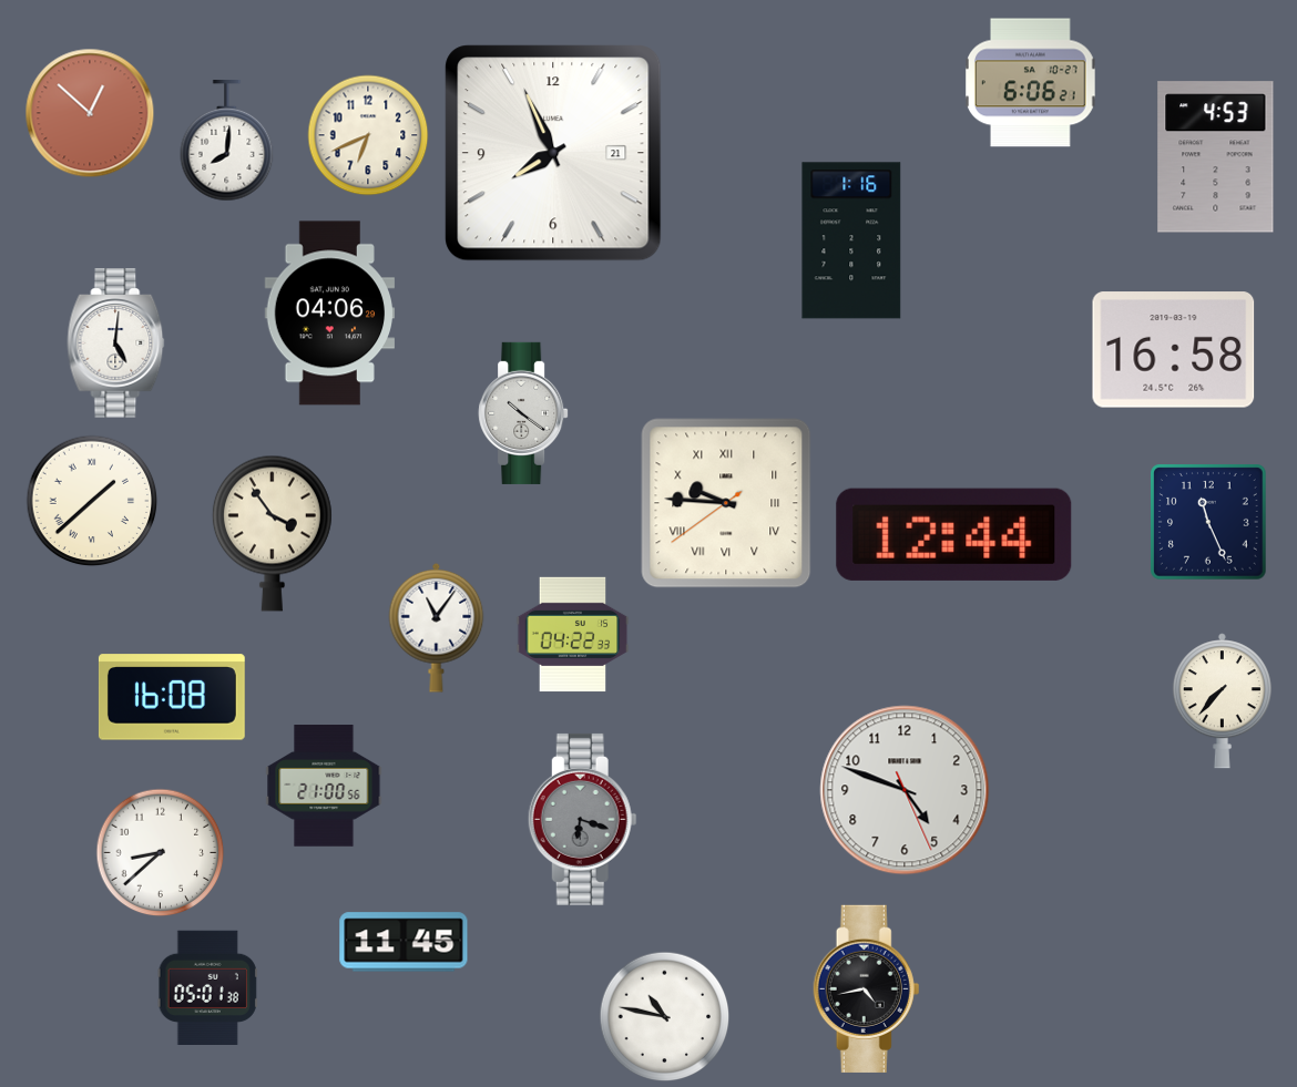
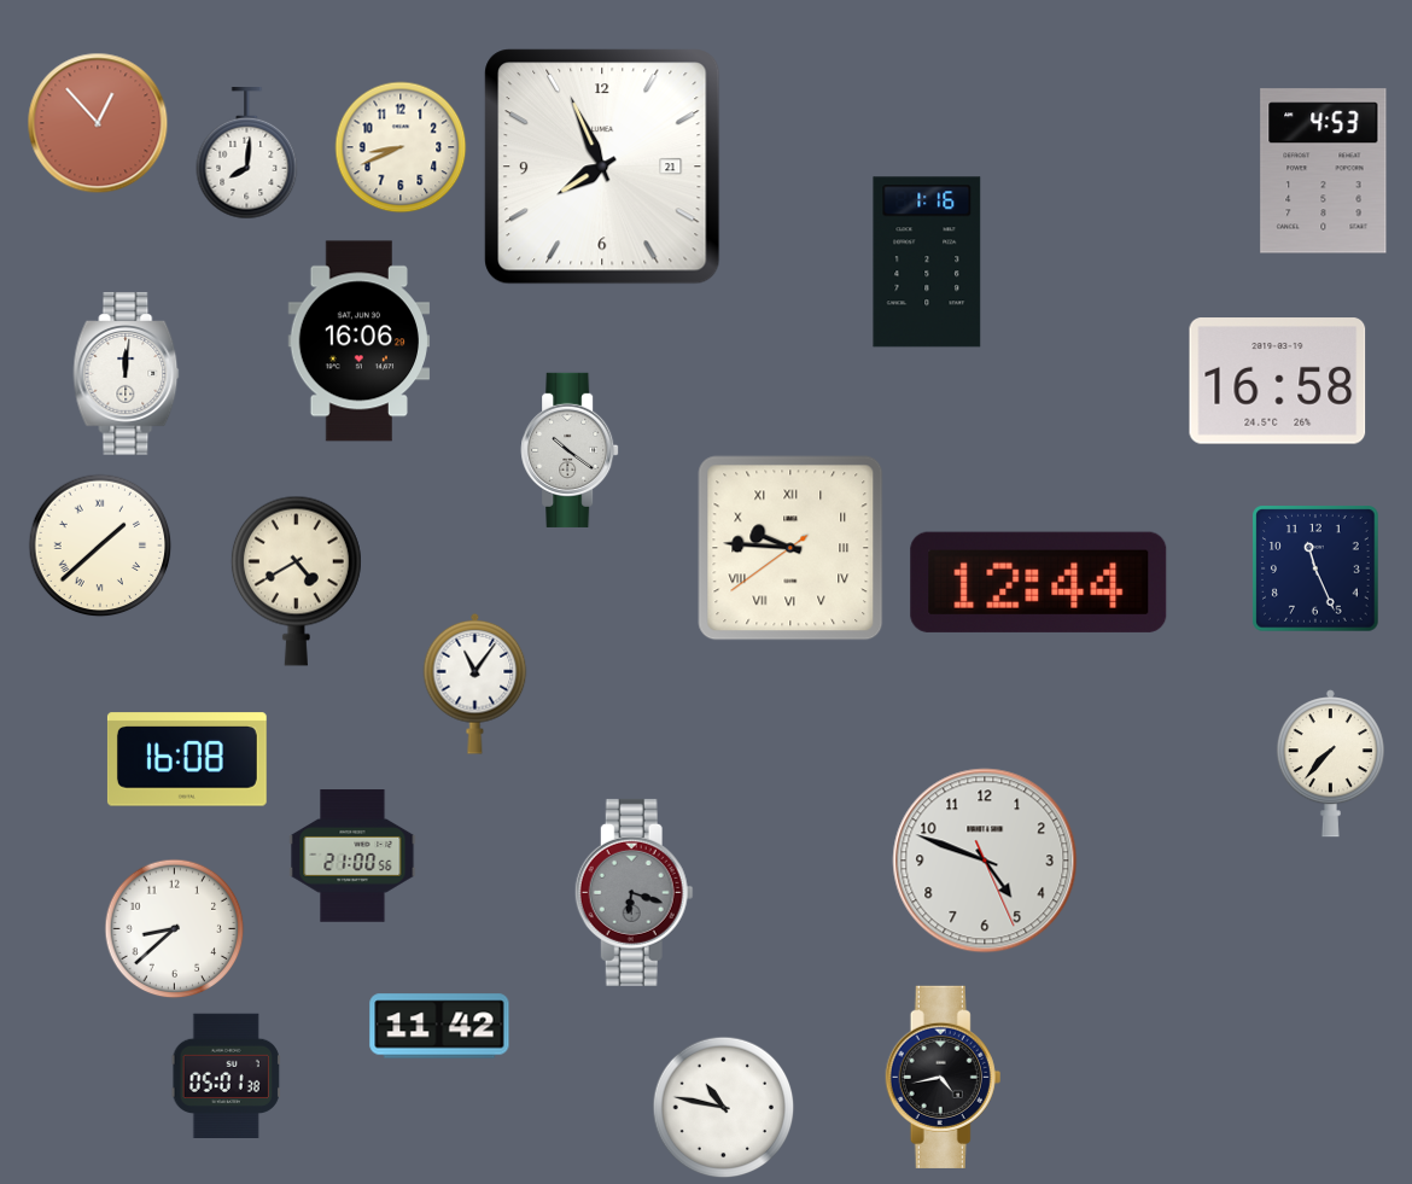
clock at (1031, 83): 6:06 -> none
clock at (90, 113): 12:52 -> 12:53
clock at (368, 135): 6:41 -> 8:41
clock at (330, 314): 04:06 -> 16:06
clock at (116, 343): 5:01 -> 12:01
clock at (272, 533): 3:54 -> 4:40
clock at (573, 635): 04:22 -> none
clock at (404, 942): 11:45 -> 11:42
